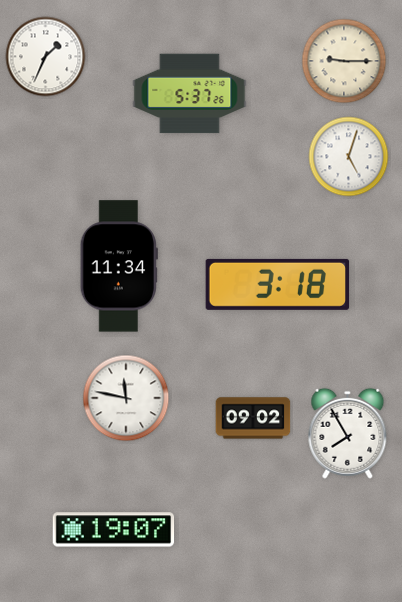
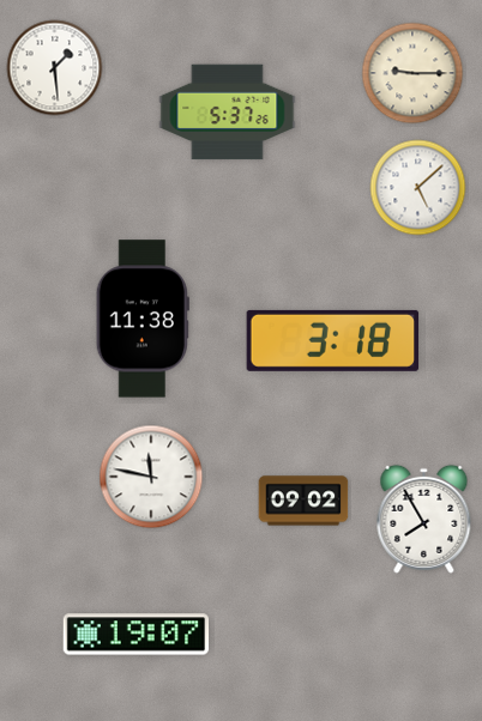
clock at (46, 57): 1:34 -> 1:29
clock at (349, 157): 5:03 -> 5:08
clock at (119, 266): 11:34 -> 11:38
clock at (348, 433) position: (348, 433) -> (424, 519)
